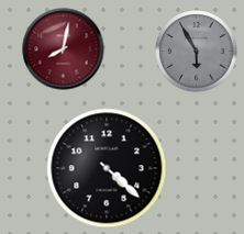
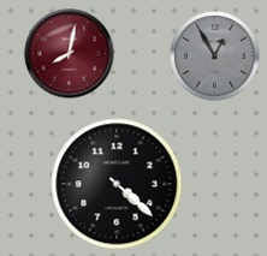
clock at (197, 52): 5:55 -> 12:55
